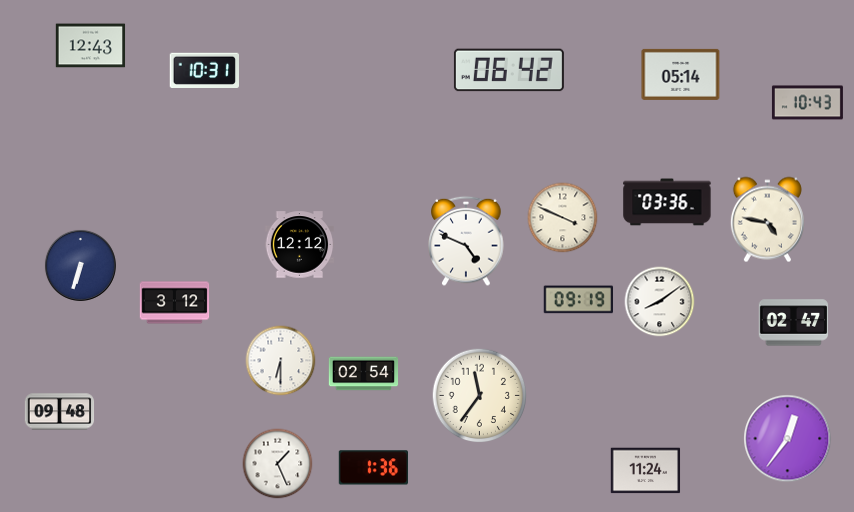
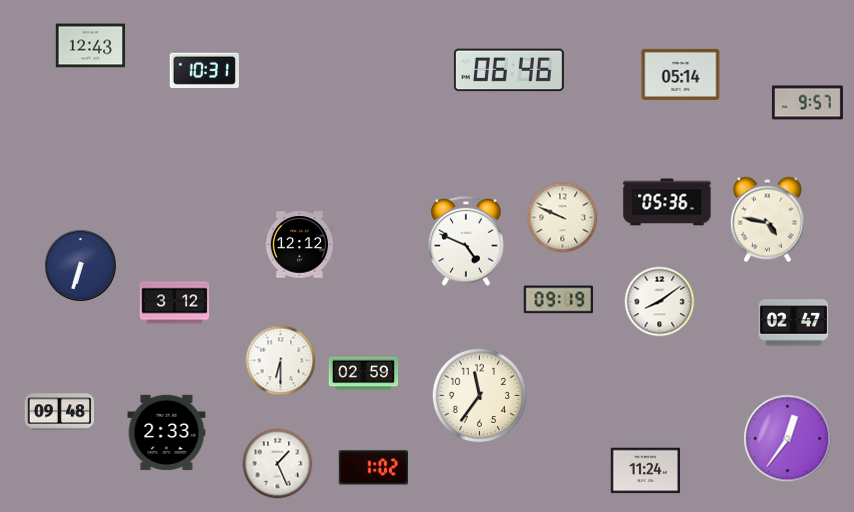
clock at (509, 70): 06:42 -> 06:46
clock at (807, 103): 10:43 -> 9:57
clock at (667, 202): 03:36 -> 05:36
clock at (563, 218): 3:49 -> 9:49
clock at (578, 300) position: (578, 300) -> (558, 300)
clock at (364, 374): 02:54 -> 02:59
clock at (167, 433): none -> 2:33
clock at (373, 468): 1:36 -> 1:02
